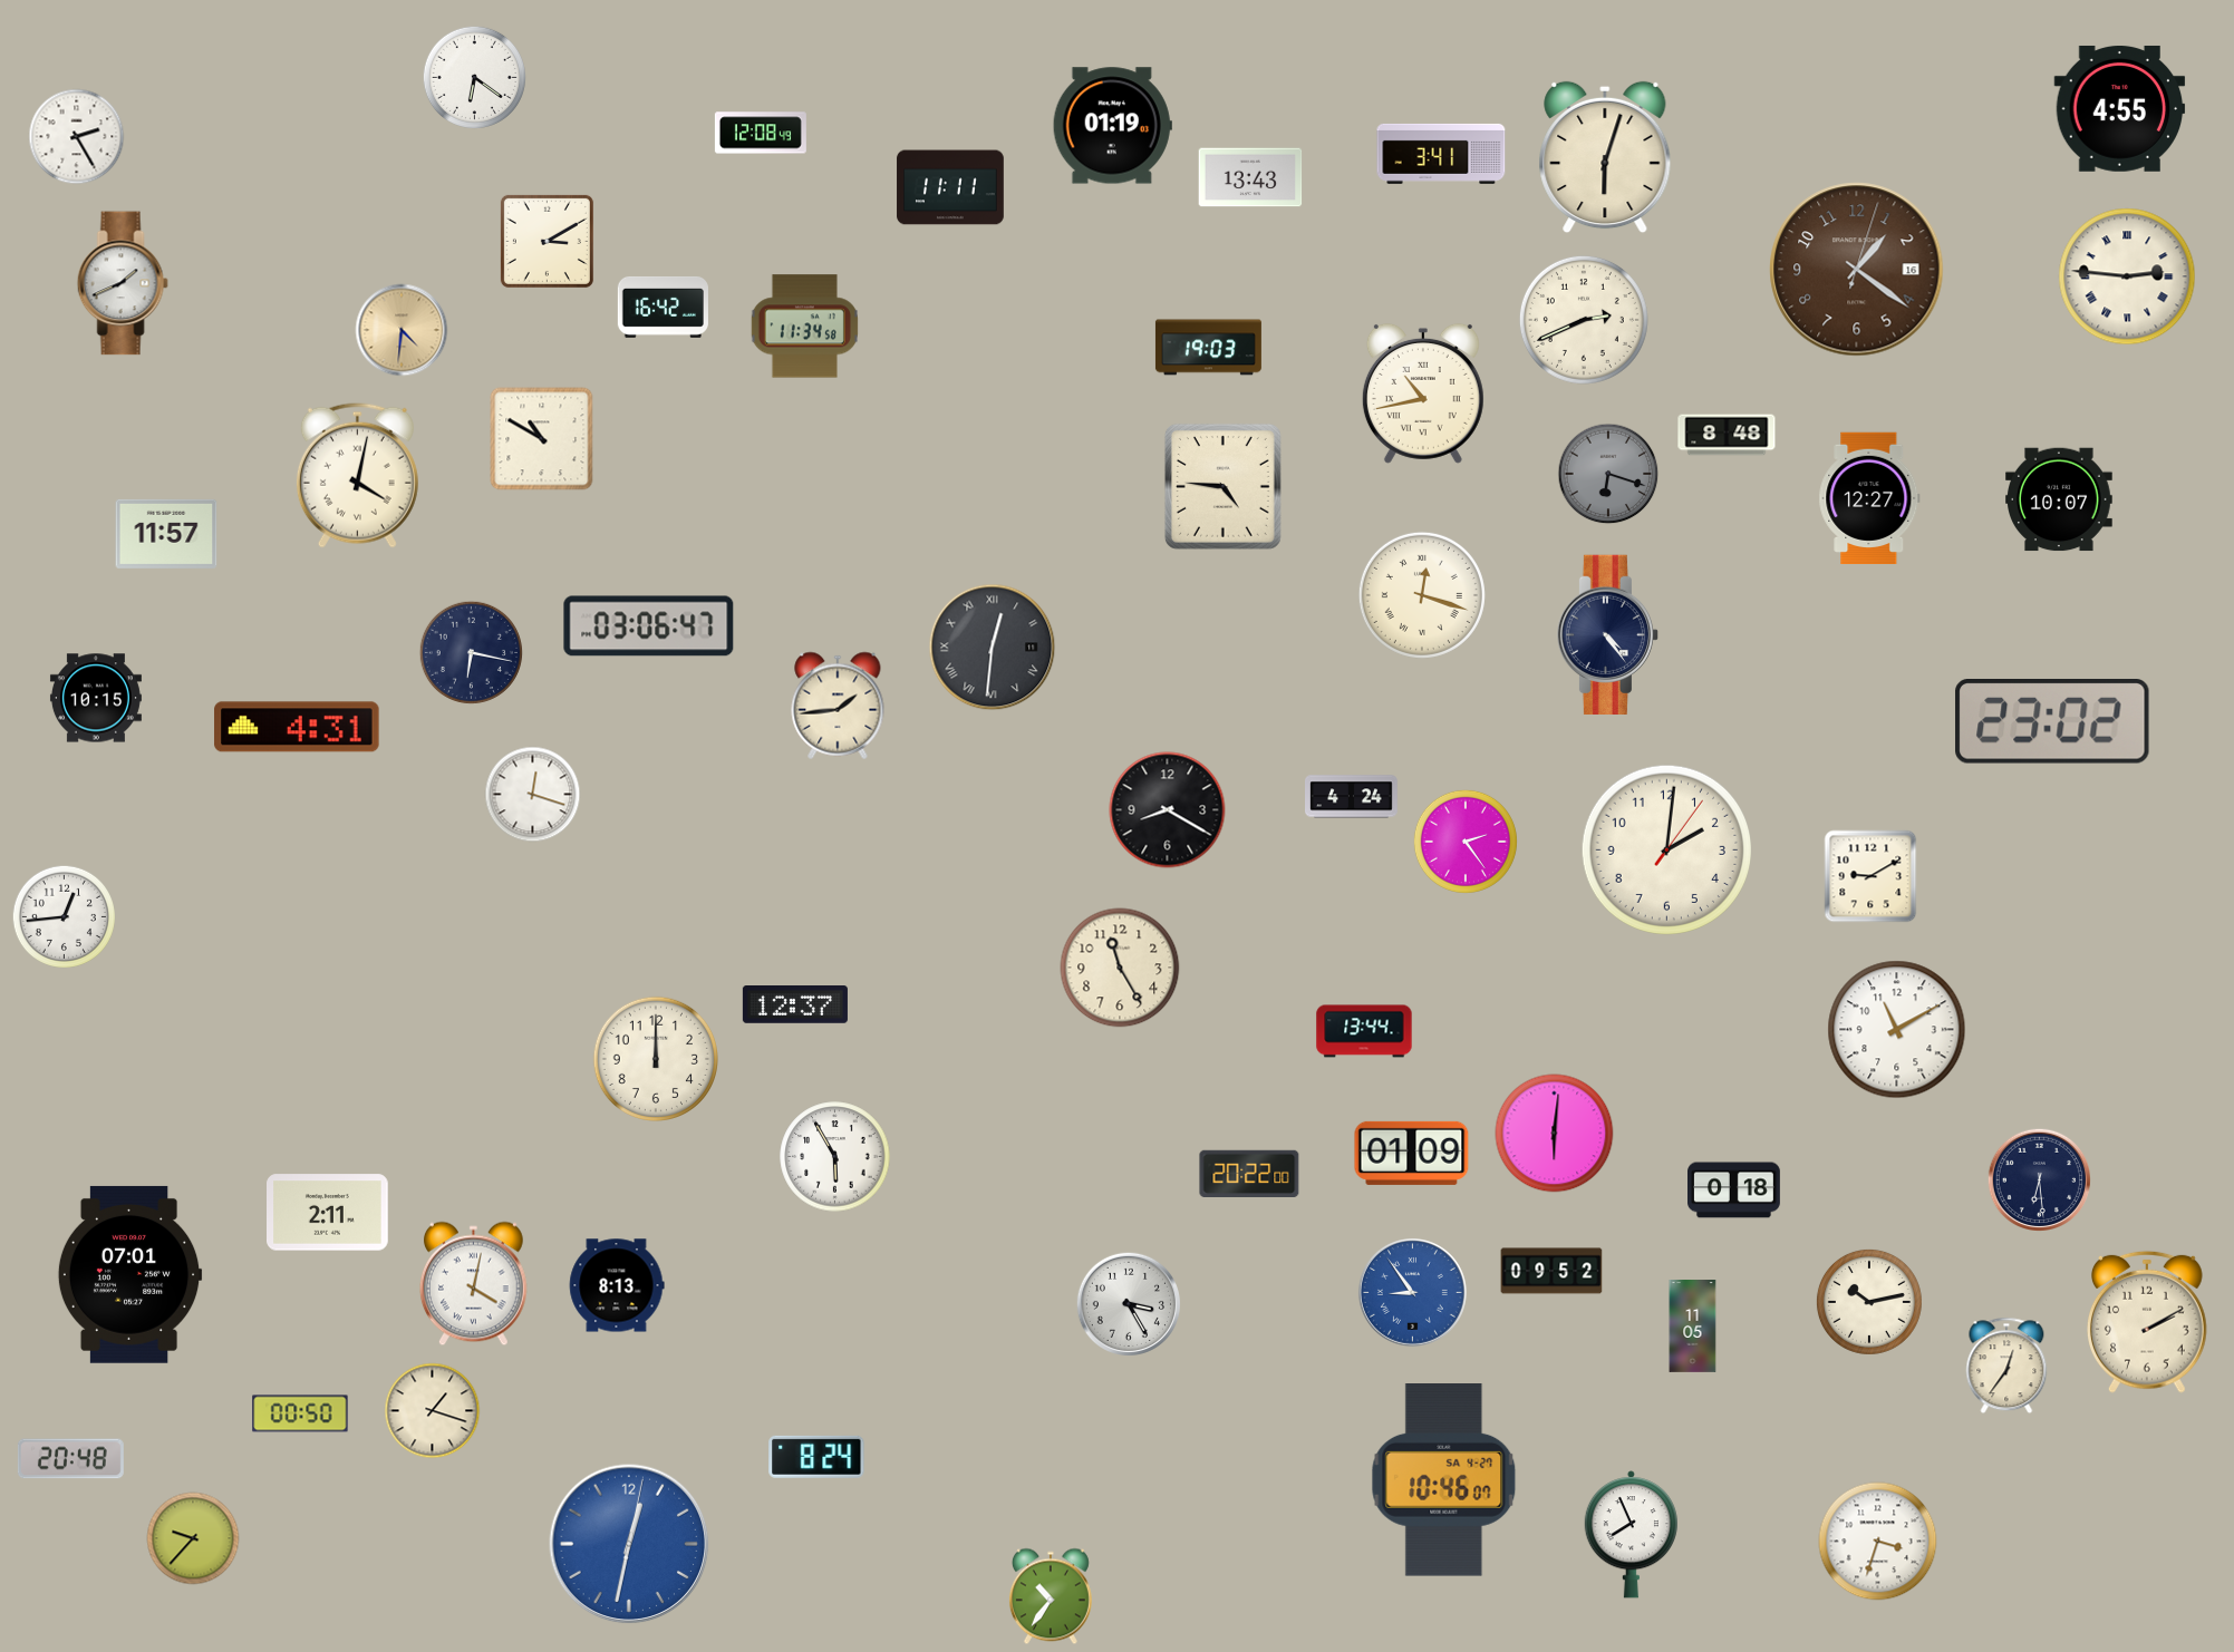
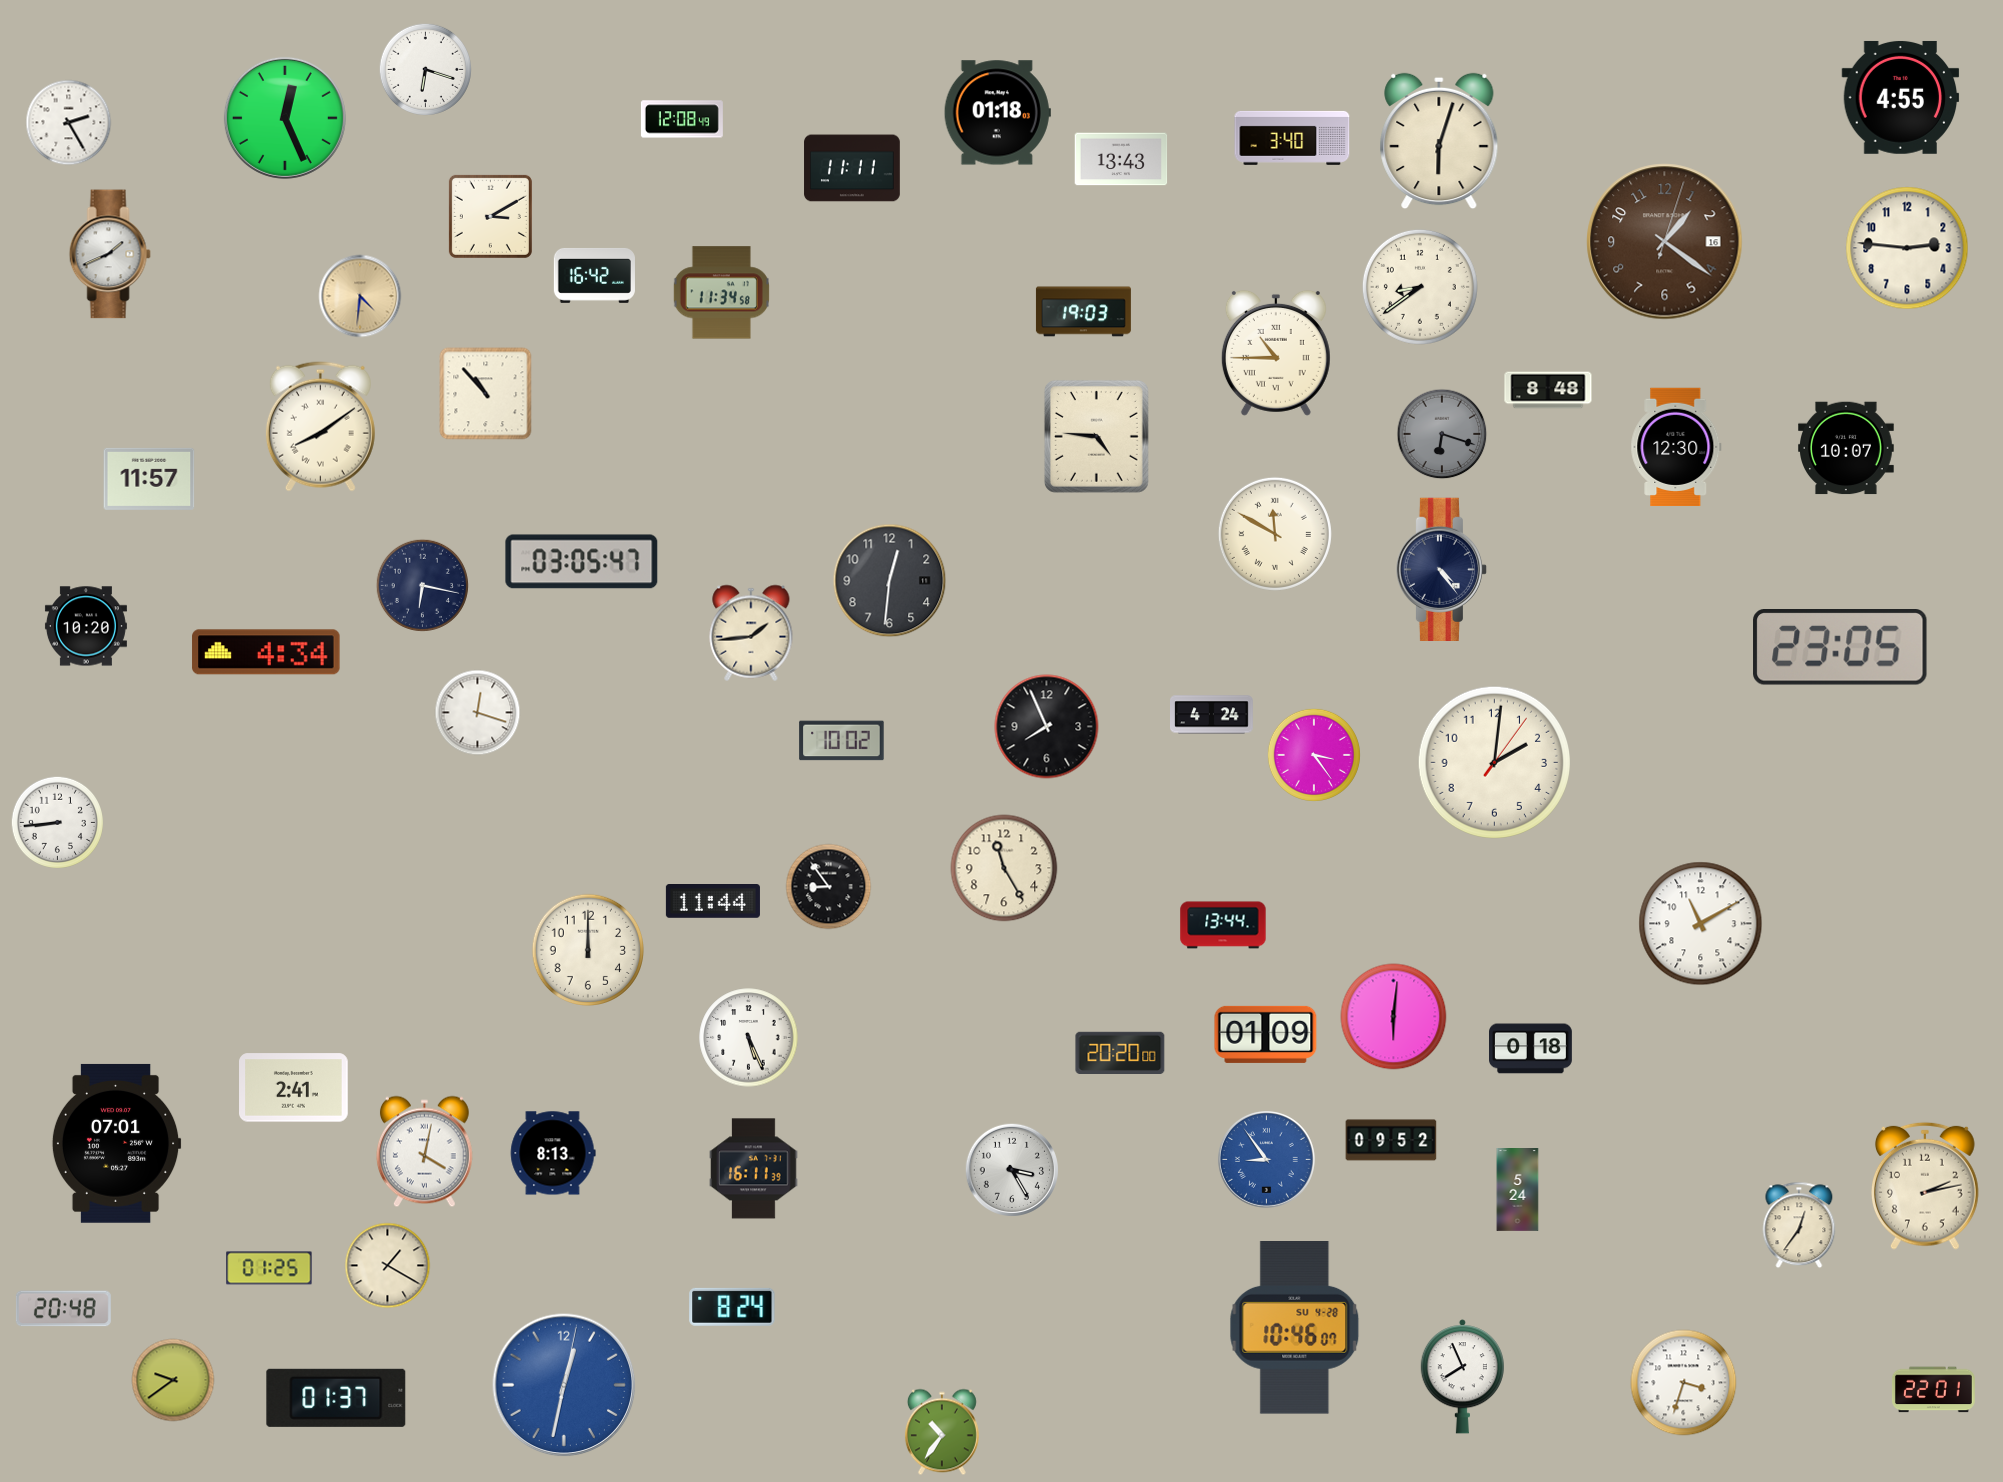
clock at (474, 77): 6:21 -> 6:18
clock at (1112, 126): 01:19 -> 01:18
clock at (285, 118): none -> 12:26
clock at (1441, 154): 3:41 -> 3:40
clock at (2127, 276) numerals: Roman -> Arabic
clock at (1584, 320): 2:41 -> 8:39
clock at (1423, 393): 10:43 -> 10:45
clock at (542, 439): 10:50 -> 10:53
clock at (1608, 474) position: (1608, 474) -> (1442, 434)
clock at (357, 475): 4:02 -> 8:09
clock at (1869, 497): 12:27 -> 12:30
clock at (1422, 595): 12:18 -> 11:50
clock at (649, 626): 03:06 -> 03:05
clock at (993, 648) numerals: Roman -> Arabic
clock at (96, 698): 10:15 -> 10:20
clock at (2052, 721): 23:02 -> 23:05
clock at (297, 727): 4:31 -> 4:34
clock at (1168, 810): 8:20 -> 7:56
clock at (842, 741): none -> 10:02
clock at (1466, 842): 2:24 -> 3:24
clock at (1870, 876): 9:10 -> none
clock at (64, 916): 12:44 -> 8:44
clock at (829, 887): none -> 8:54
clock at (795, 1005): 12:37 -> 11:44
clock at (835, 1157): 5:55 -> 5:26
clock at (1249, 1173): 20:22 -> 20:20
clock at (2039, 1179): 6:29 -> none
clock at (1734, 1191) position: (1734, 1191) -> (1531, 1049)
clock at (328, 1213): 2:11 -> 2:41
clock at (1869, 1302): 10:13 -> none
clock at (754, 1169): none -> 16:11
clock at (2148, 1322): 2:10 -> 2:13
clock at (1693, 1327): 11:05 -> 5:24
clock at (433, 1411): 1:18 -> 1:20
clock at (300, 1413): 00:50 -> 01:25
clock at (1444, 1480) date: SA 4-27 -> SU 4-28
clock at (193, 1538): 9:37 -> 9:39
clock at (1933, 1390): none -> 22:01
clock at (336, 1398): none -> 01:37
